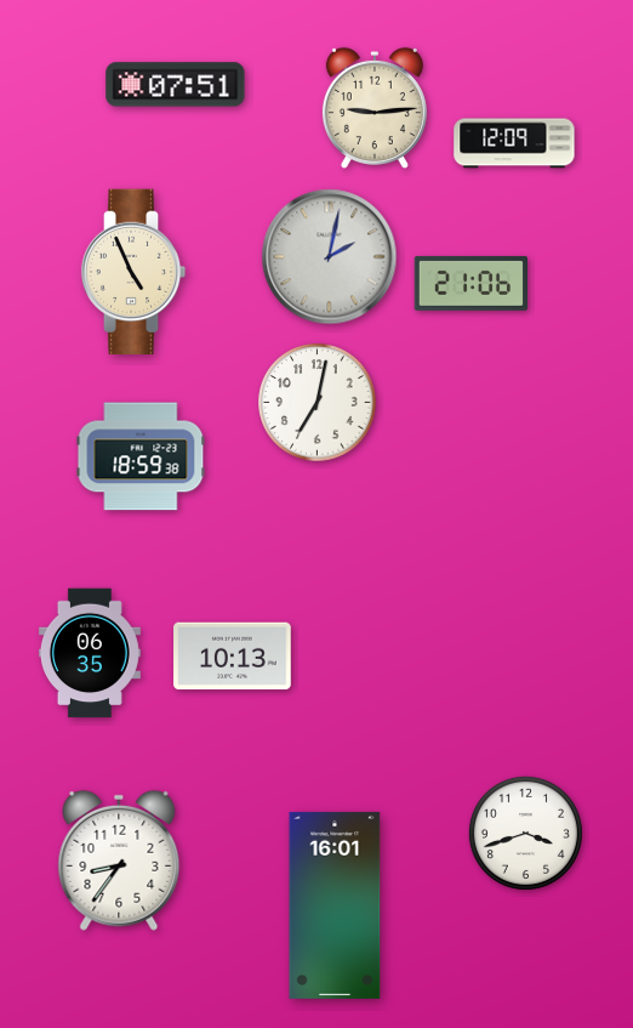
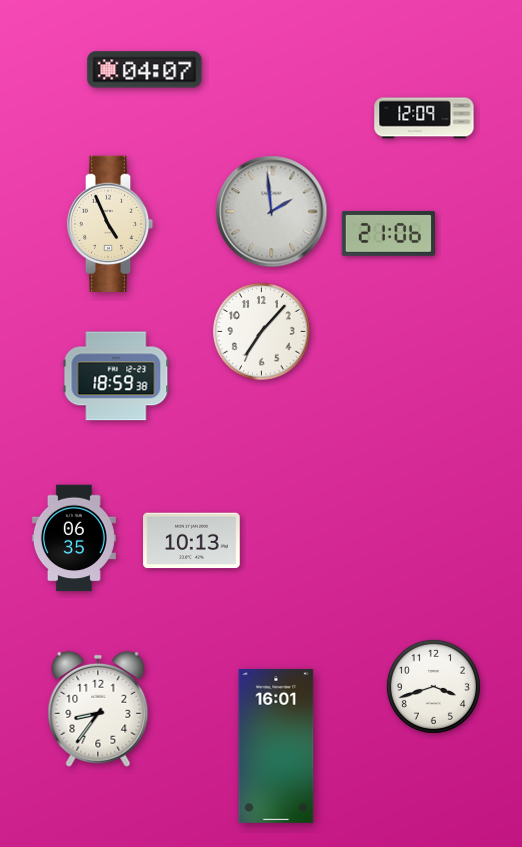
clock at (176, 85): 07:51 -> 04:07
clock at (375, 108): 9:14 -> none
clock at (330, 257): 2:02 -> 1:59
clock at (318, 403): 7:02 -> 7:07
